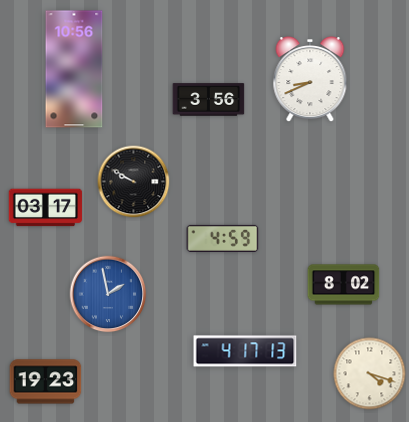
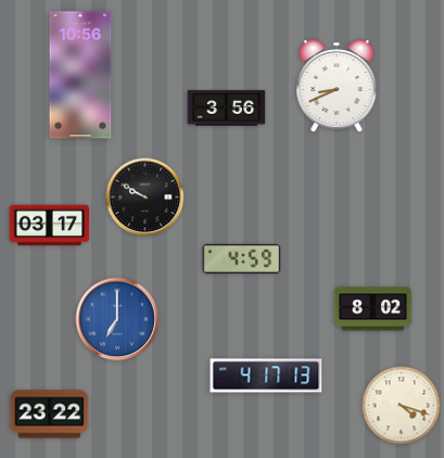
clock at (108, 294): 1:58 -> 7:00
clock at (245, 351) position: (245, 351) -> (266, 376)
clock at (46, 382): 19:23 -> 23:22
